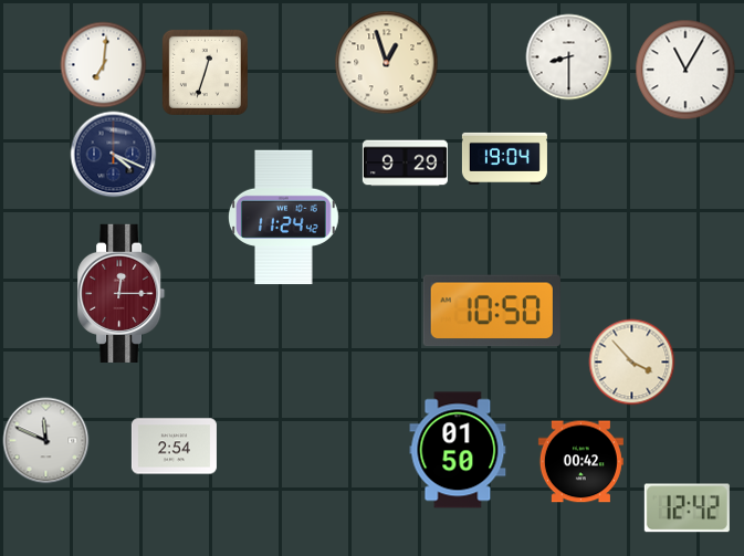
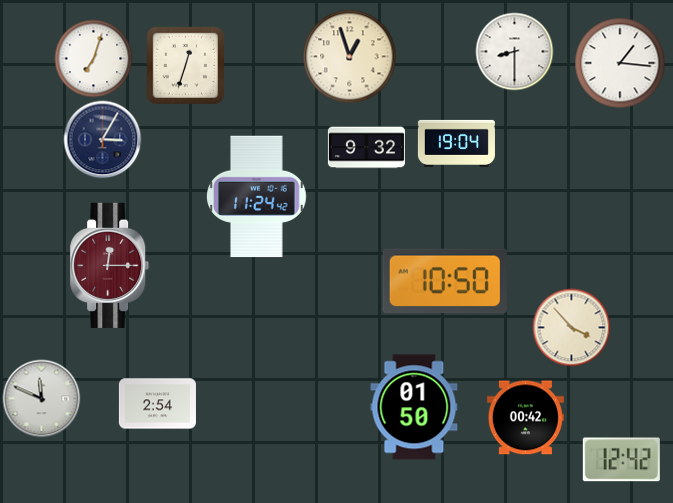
clock at (103, 64): 7:01 -> 7:03
clock at (685, 70): 11:05 -> 1:16
clock at (113, 154): 4:19 -> 3:05
clock at (405, 164): 9:29 -> 9:32
